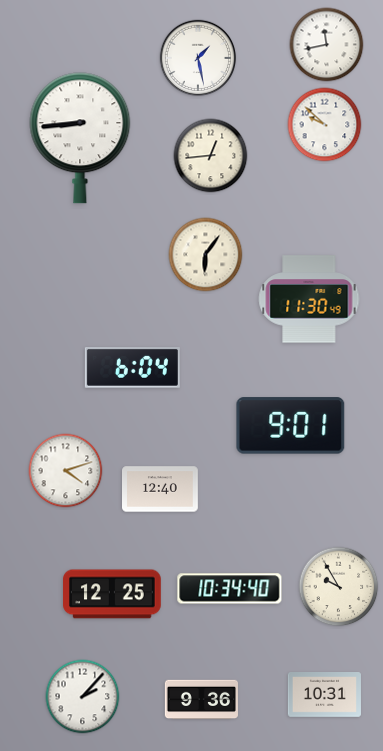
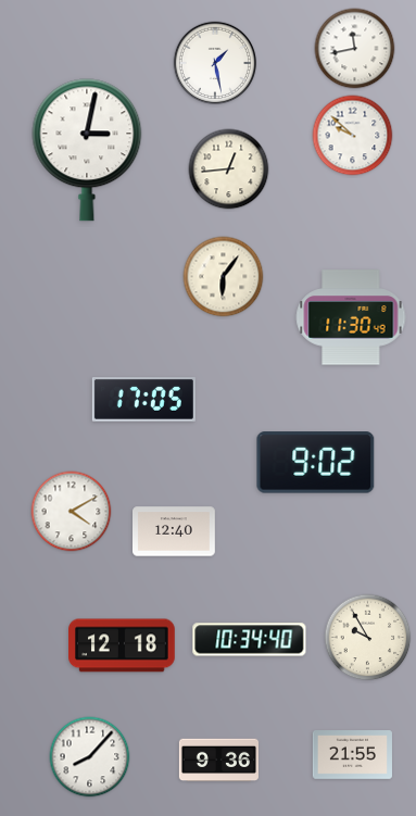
clock at (80, 138): 8:44 -> 3:02
clock at (309, 299) position: (309, 299) -> (351, 317)
clock at (132, 368): 6:04 -> 17:05
clock at (291, 426): 9:01 -> 9:02
clock at (66, 471): 4:12 -> 4:10
clock at (113, 594): 12:25 -> 12:18
clock at (324, 695): 10:31 -> 21:55
clock at (83, 697): 2:07 -> 8:07
